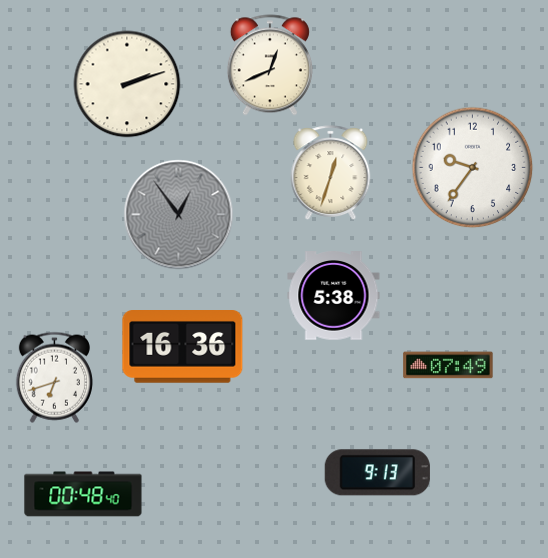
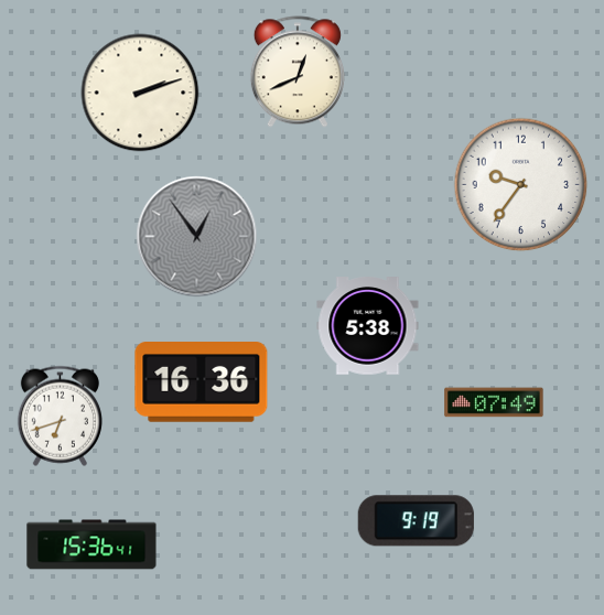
clock at (331, 172): 12:33 -> none
clock at (377, 473): 9:13 -> 9:19
clock at (83, 494): 00:48 -> 15:36
